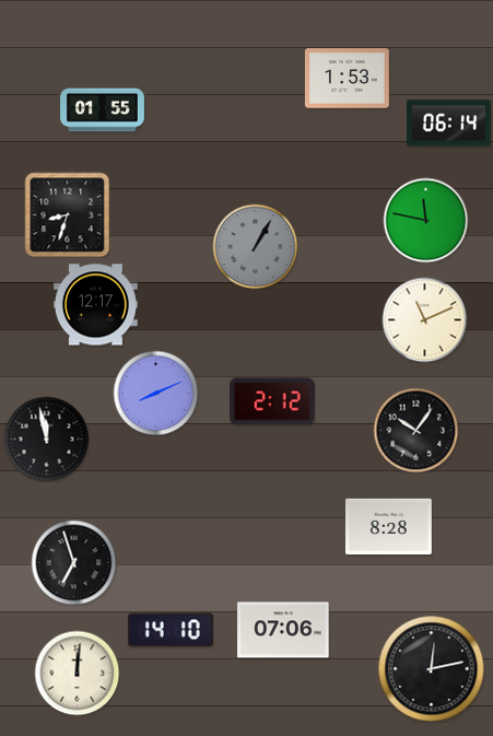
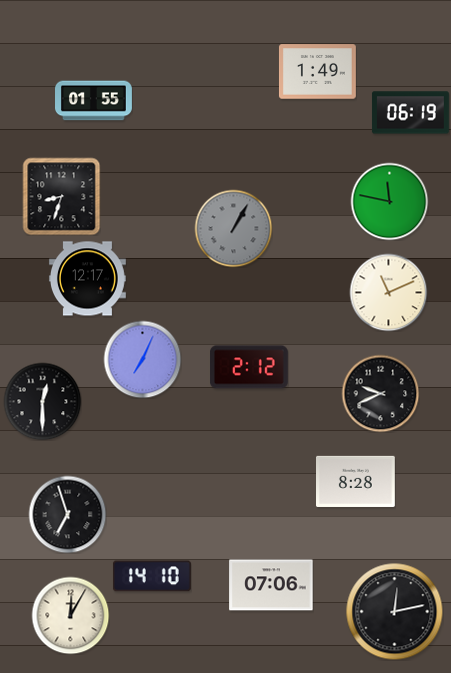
clock at (347, 79): 1:53 -> 1:49
clock at (448, 124): 06:14 -> 06:19
clock at (255, 246) position: (255, 246) -> (233, 228)
clock at (155, 393): 8:11 -> 7:04
clock at (415, 430): 10:06 -> 9:41
clock at (46, 439): 11:58 -> 12:30
clock at (171, 630) position: (171, 630) -> (152, 576)
clock at (283, 630) position: (283, 630) -> (271, 585)
clock at (77, 673): 12:01 -> 12:05
